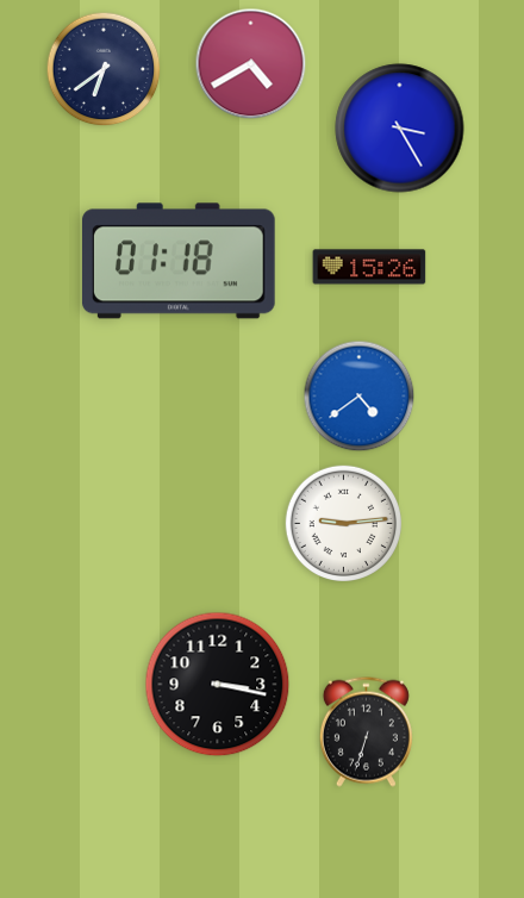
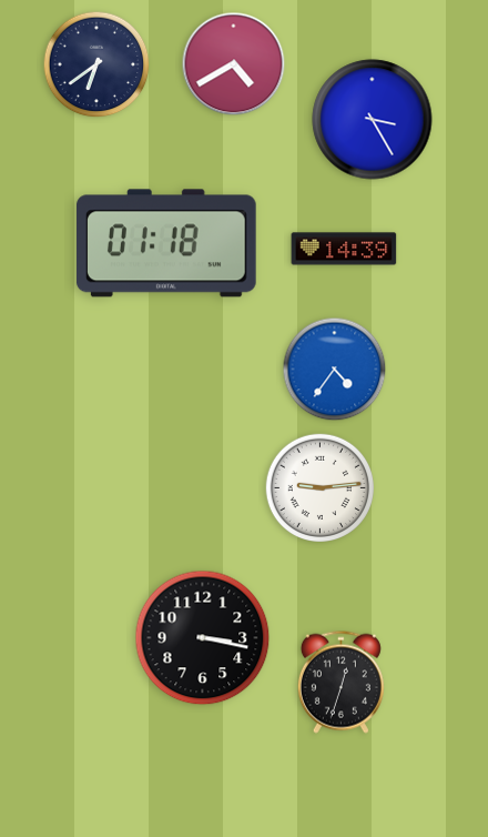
clock at (251, 64) position: (251, 64) -> (234, 64)
clock at (369, 267): 15:26 -> 14:39
clock at (360, 397): 4:39 -> 4:36
clock at (366, 731): 6:33 -> 12:33
